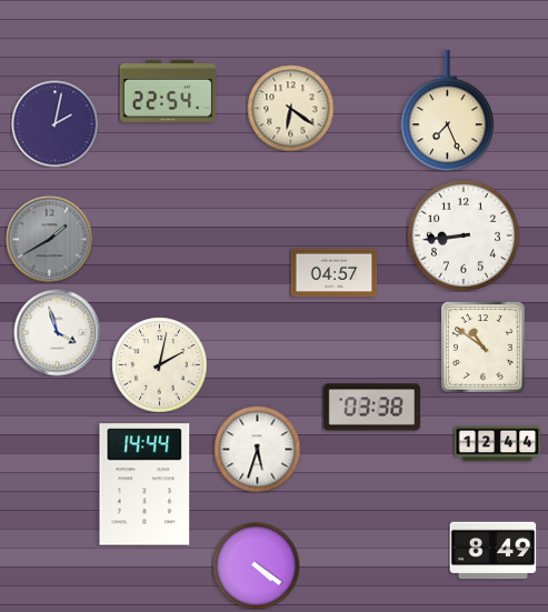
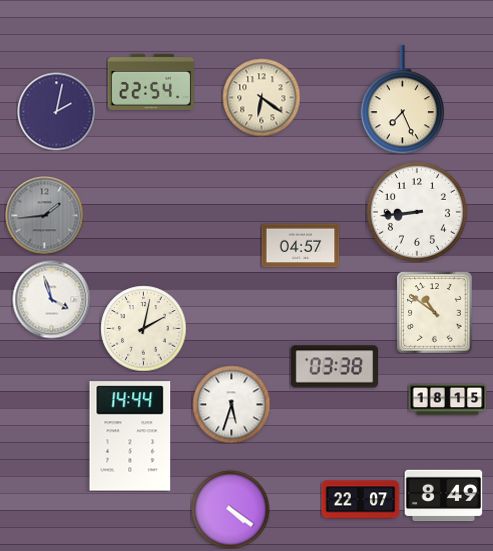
clock at (54, 123) position: (54, 123) -> (56, 111)
clock at (49, 239): 1:40 -> 1:44
clock at (497, 444): 12:44 -> 18:15
clock at (360, 500): none -> 22:07
